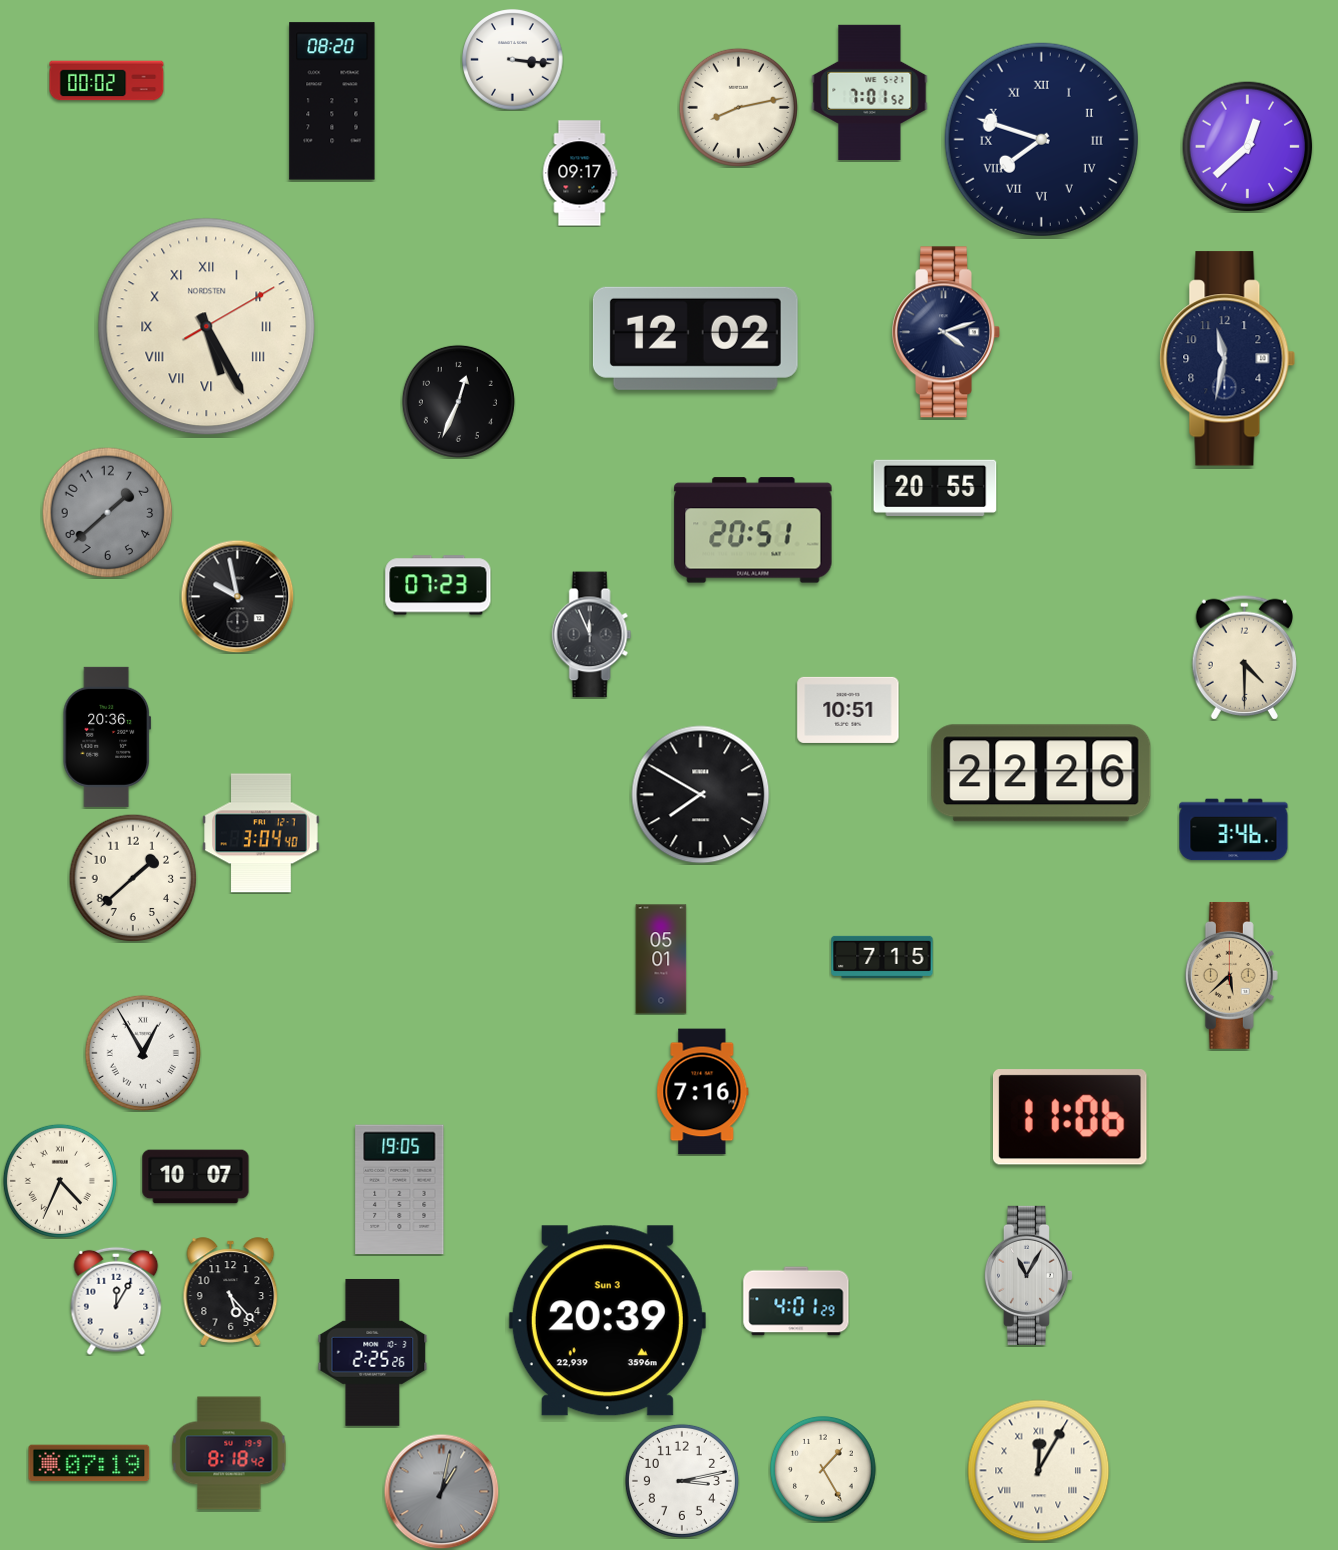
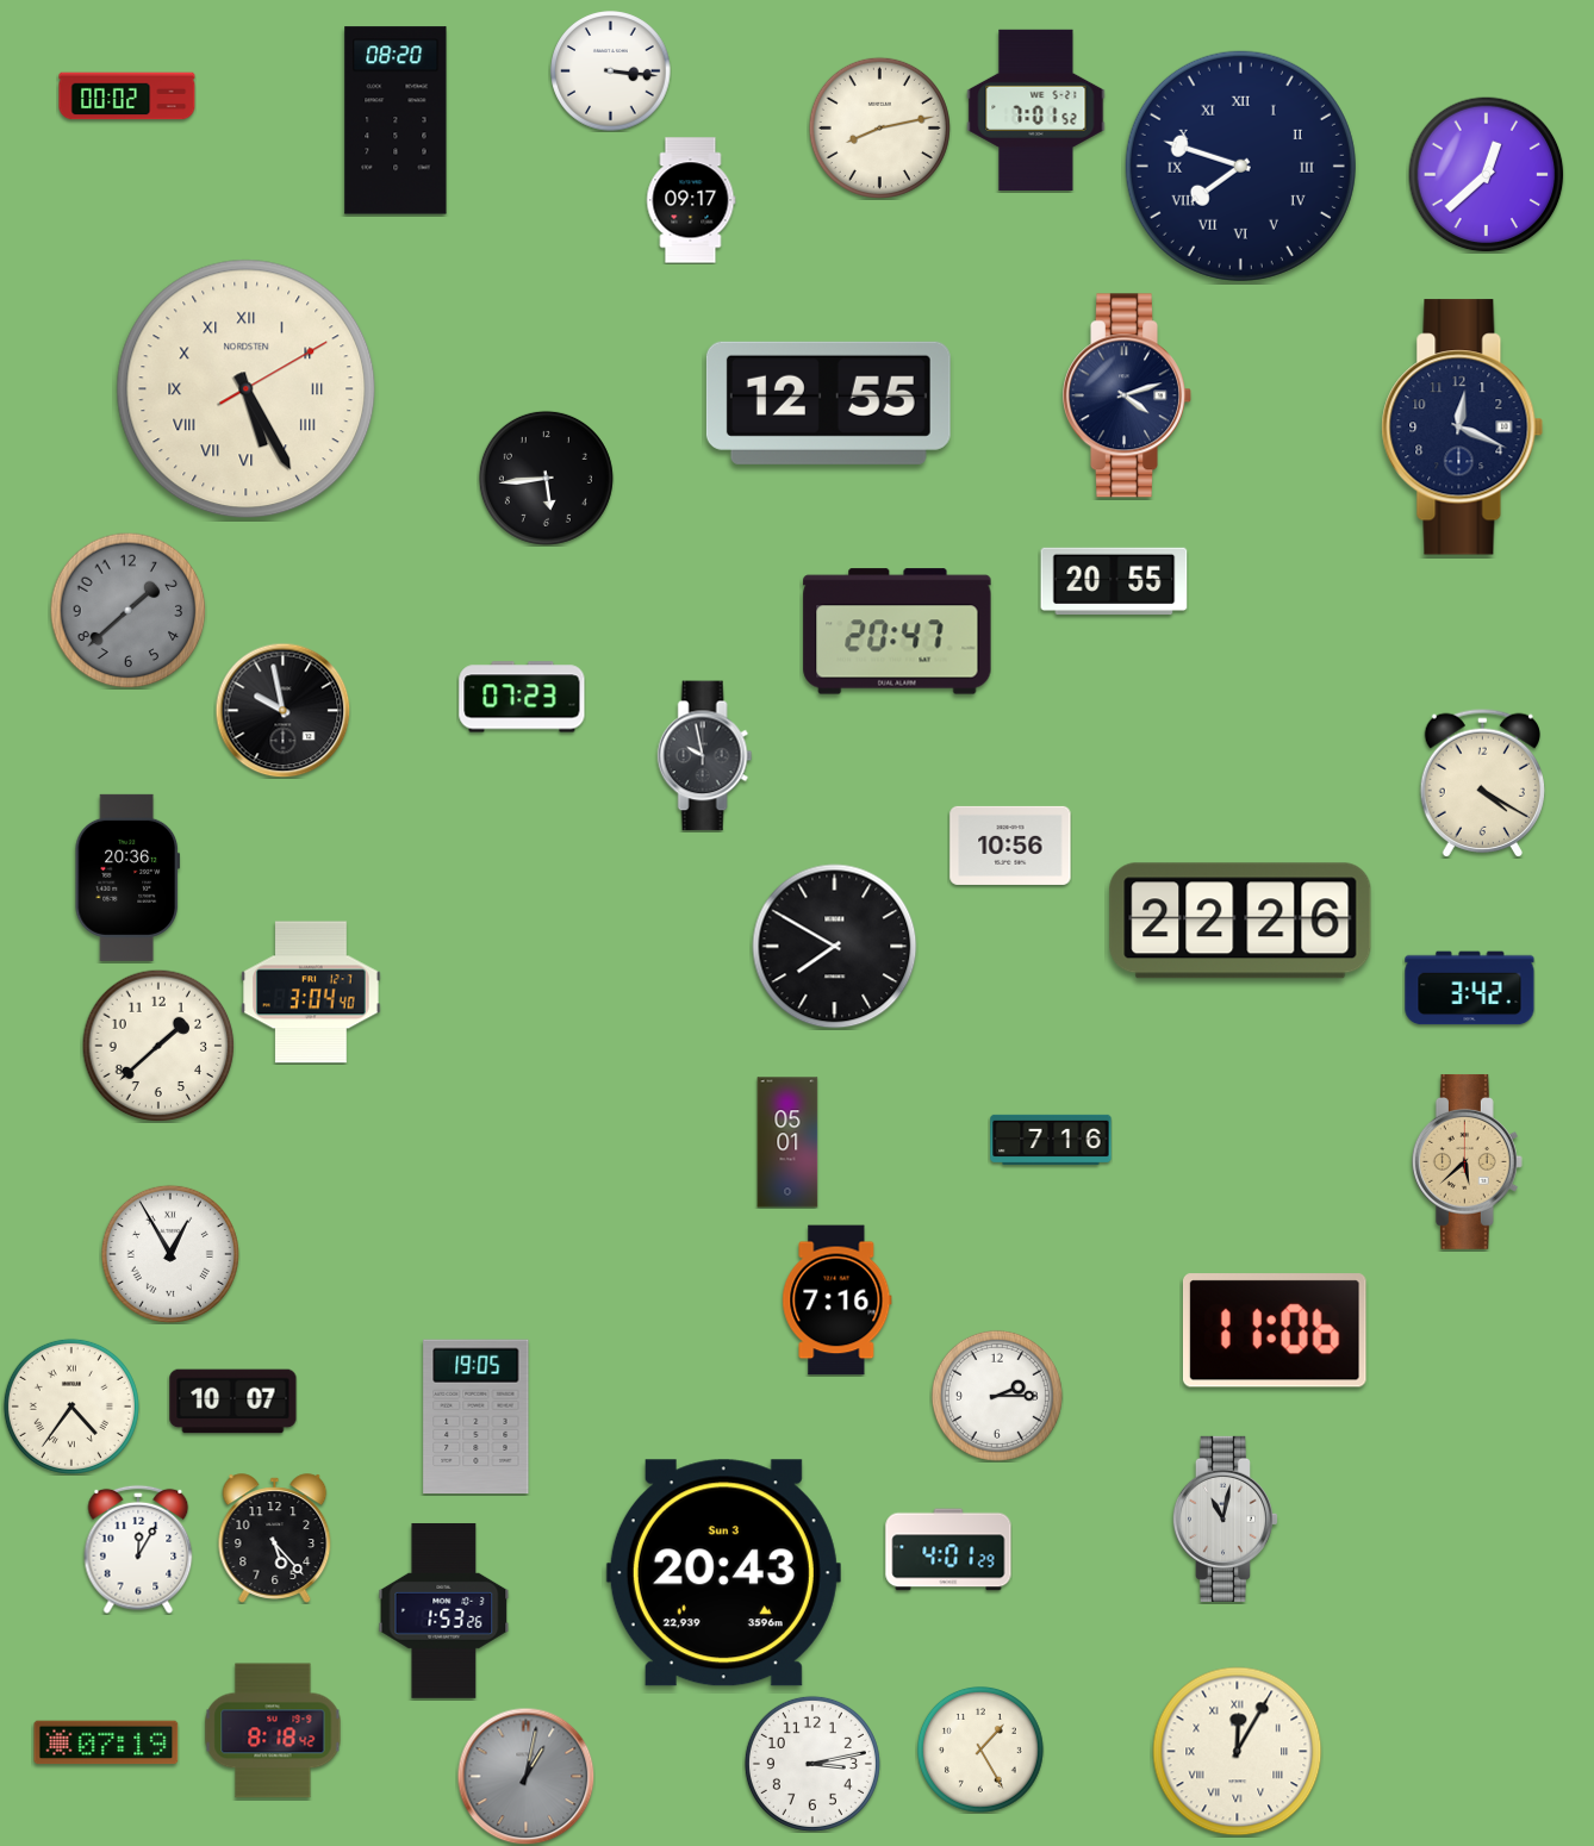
clock at (580, 173) position: (580, 173) -> (691, 200)
clock at (695, 338): 12:02 -> 12:55
clock at (1228, 359): 11:32 -> 12:19
clock at (458, 401): 12:34 -> 5:44
clock at (753, 530): 20:51 -> 20:47
clock at (592, 635): 11:56 -> 9:58
clock at (1244, 657): 4:30 -> 4:20
clock at (848, 710): 10:51 -> 10:56
clock at (1234, 830): 3:46 -> 3:42
clock at (882, 957): 7:15 -> 7:16
clock at (997, 1396): none -> 2:15
clock at (60, 1181): 4:34 -> 4:36
clock at (1028, 1275): 11:05 -> 11:02
clock at (607, 1321): 20:39 -> 20:43
clock at (373, 1352): 2:25 -> 1:53
